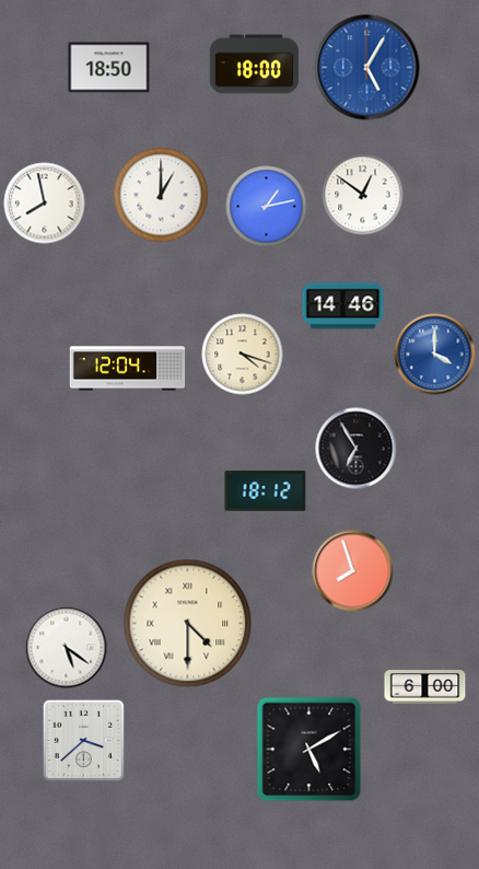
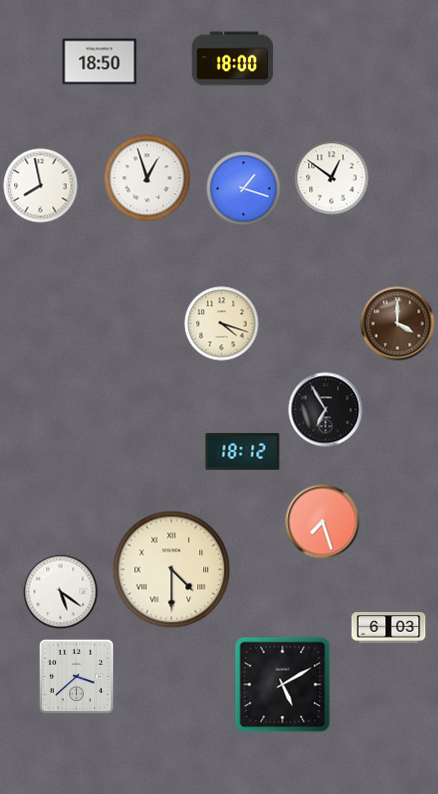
clock at (367, 68): 5:05 -> none
clock at (161, 195): 1:00 -> 12:57
clock at (267, 207): 1:13 -> 1:18
clock at (343, 306): 14:46 -> none
clock at (435, 355) dial: blue -> brown
clock at (128, 369): 12:04 -> none
clock at (266, 491) position: (266, 491) -> (243, 452)
clock at (353, 571): 7:57 -> 7:27
clock at (425, 687): 6:00 -> 6:03
